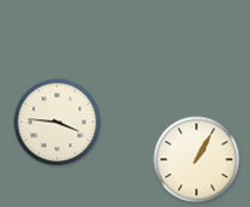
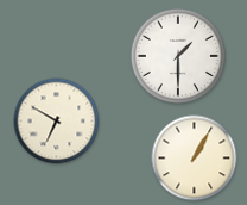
clock at (177, 55): none -> 1:30
clock at (58, 123): 3:46 -> 6:50
